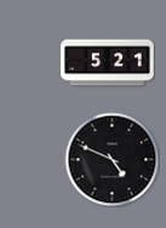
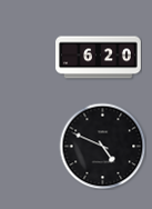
clock at (108, 63): 5:21 -> 6:20
